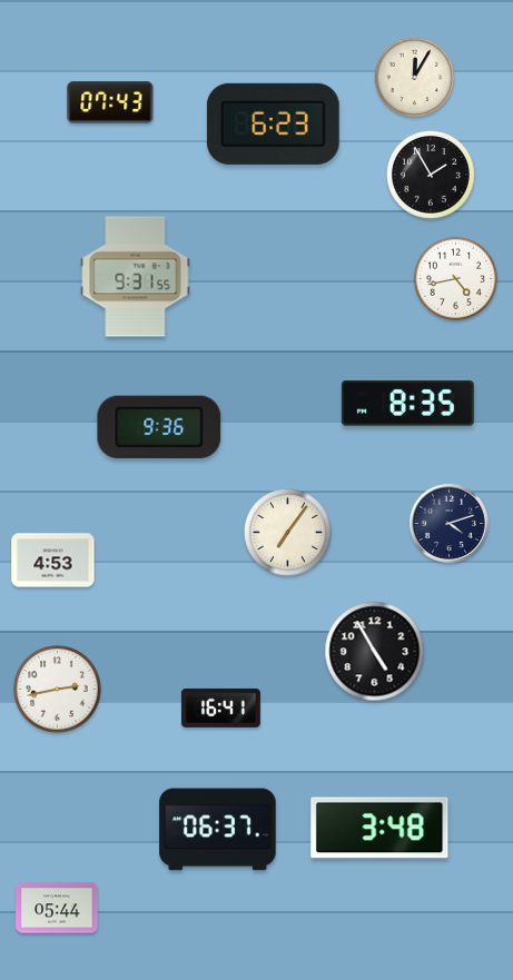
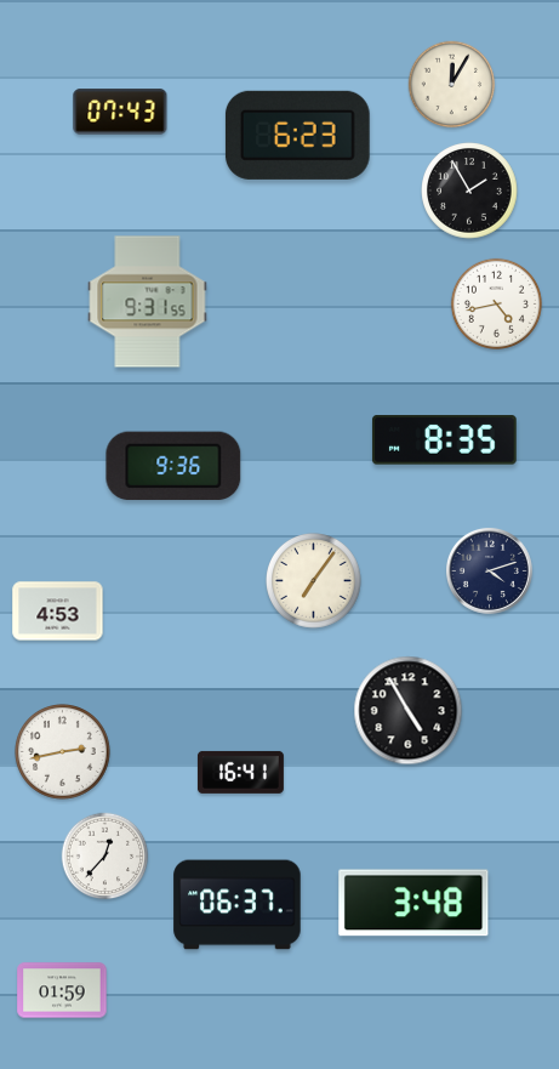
clock at (105, 857): none -> 12:37
clock at (57, 908): 05:44 -> 01:59
